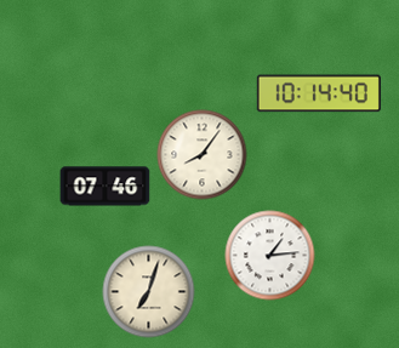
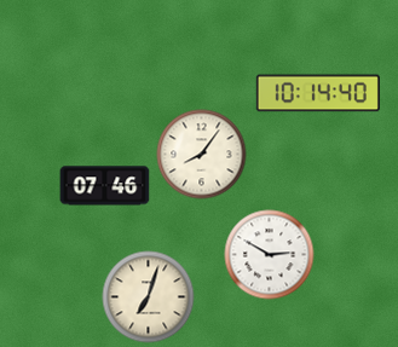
clock at (270, 256): 1:14 -> 2:50
clock at (149, 292) position: (149, 292) -> (149, 297)
